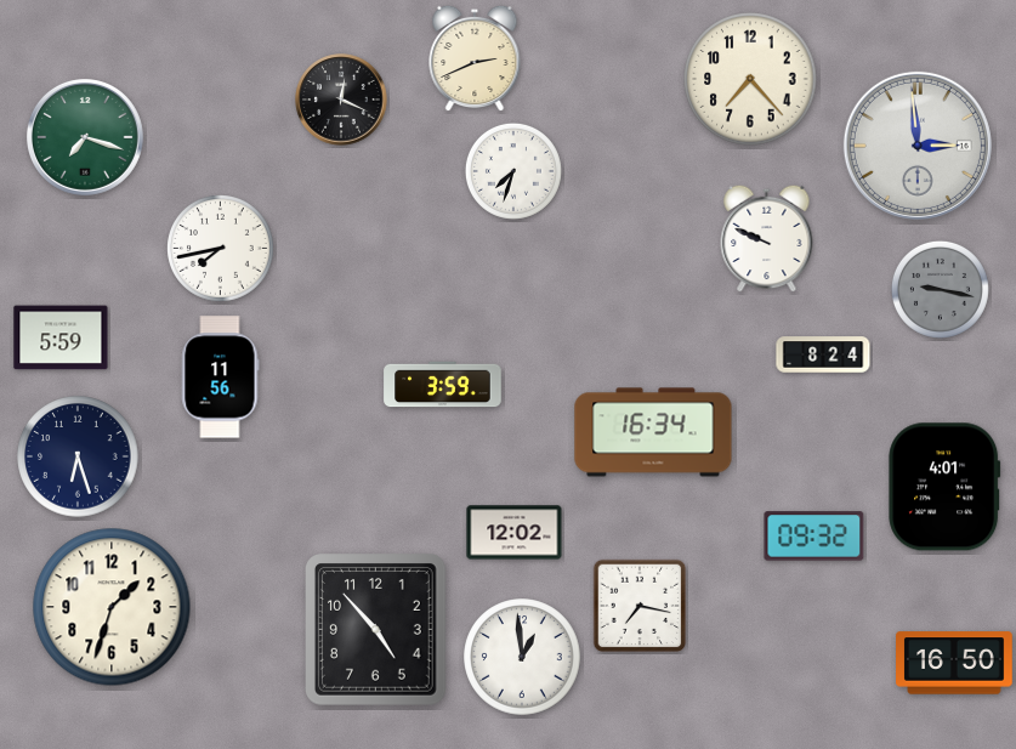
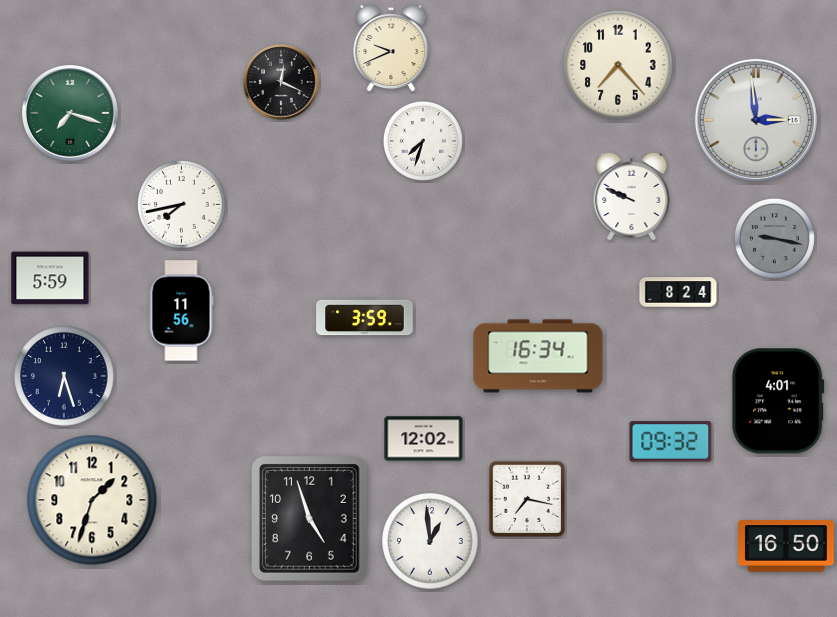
clock at (475, 58): 2:41 -> 9:41
clock at (376, 630): 4:53 -> 4:57
